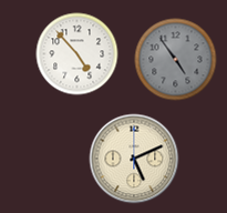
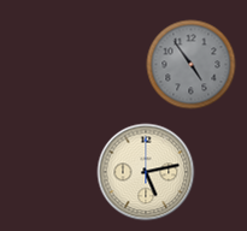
clock at (78, 54): 4:53 -> none
clock at (134, 159): 5:11 -> 5:13
